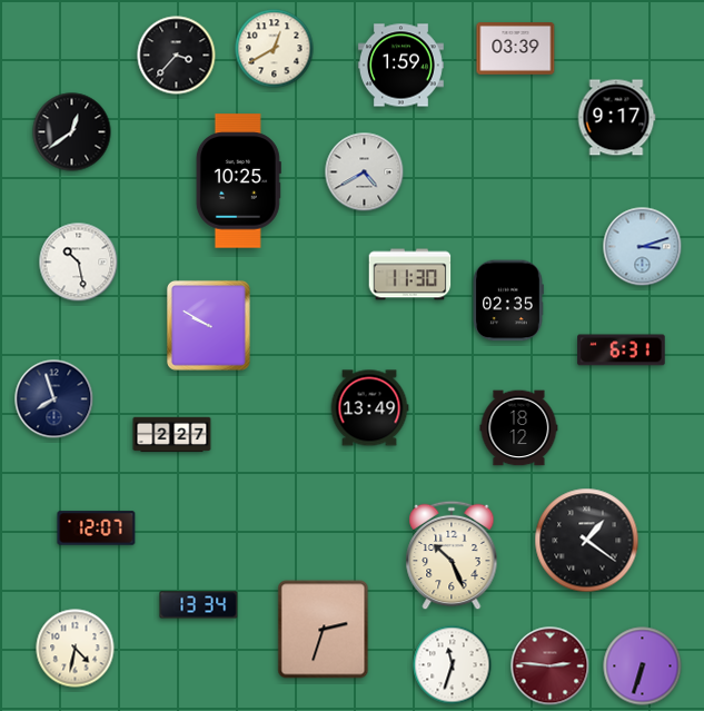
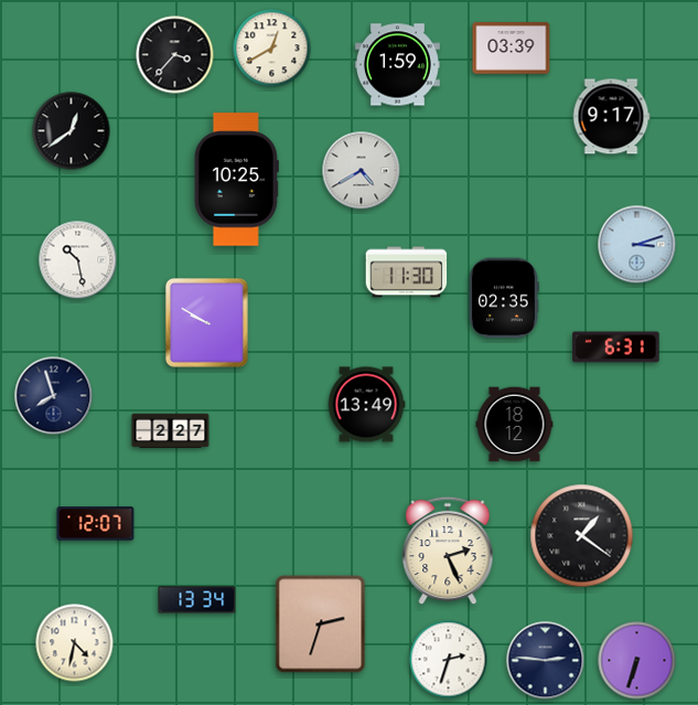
clock at (452, 555): 10:26 -> 2:26
clock at (453, 665): 11:33 -> 2:33
clock at (551, 666) dial: burgundy -> navy
